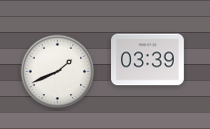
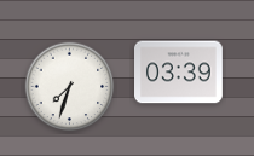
clock at (58, 72): 1:41 -> 7:33
